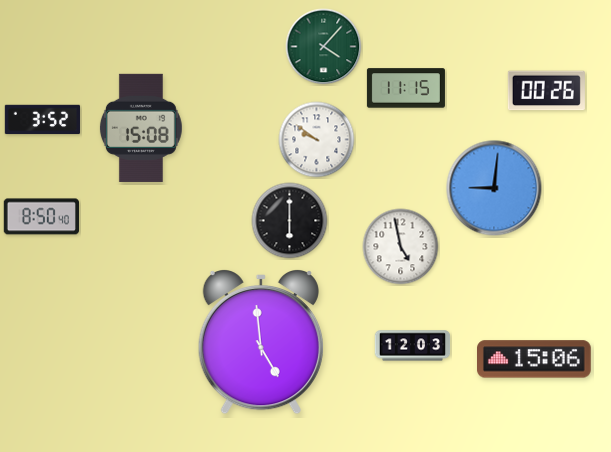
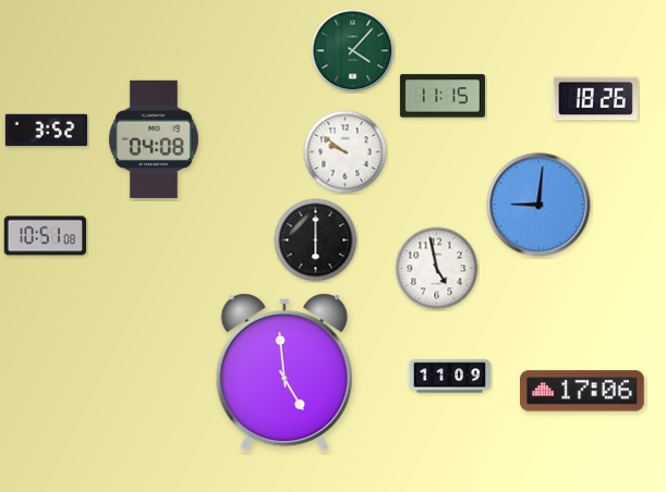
clock at (546, 91): 00:26 -> 18:26
clock at (141, 128): 15:08 -> 04:08
clock at (41, 217): 8:50 -> 10:51
clock at (413, 346): 12:03 -> 11:09
clock at (535, 359): 15:06 -> 17:06
